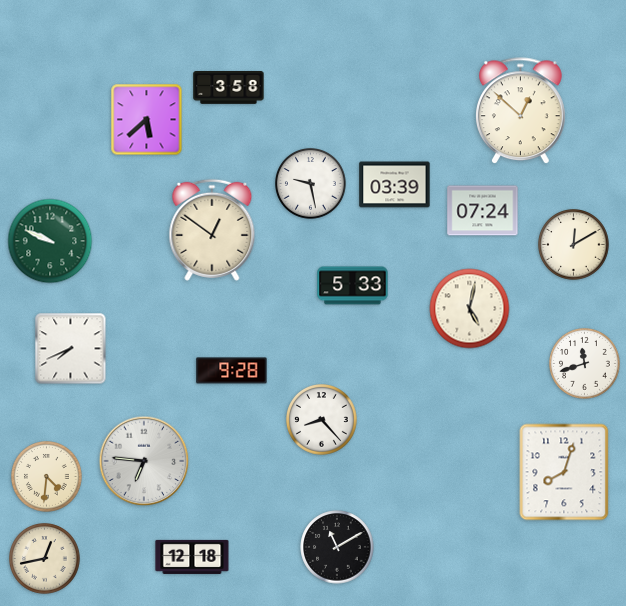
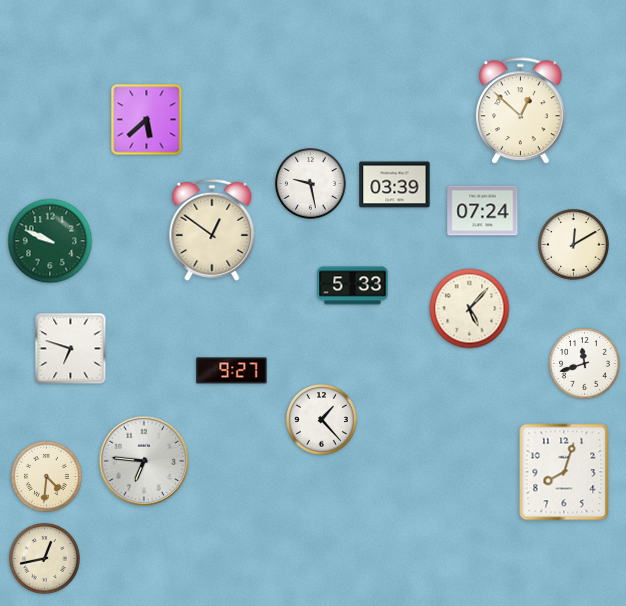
clock at (229, 88): 3:58 -> none
clock at (470, 309): 5:02 -> 5:07
clock at (71, 349): 7:41 -> 6:48
clock at (232, 371): 9:28 -> 9:27
clock at (322, 420): 8:23 -> 1:23
clock at (337, 547): 11:10 -> none
clock at (192, 557): 12:18 -> none
